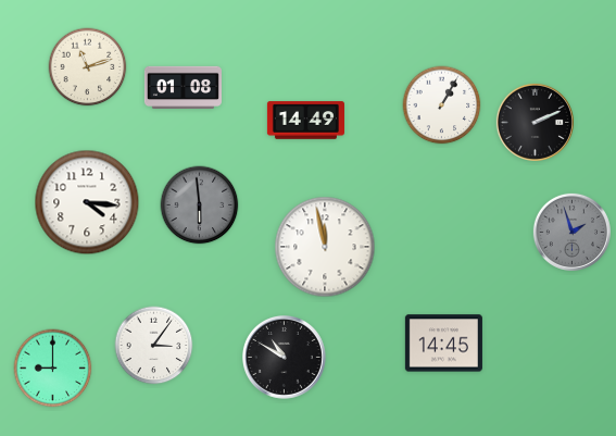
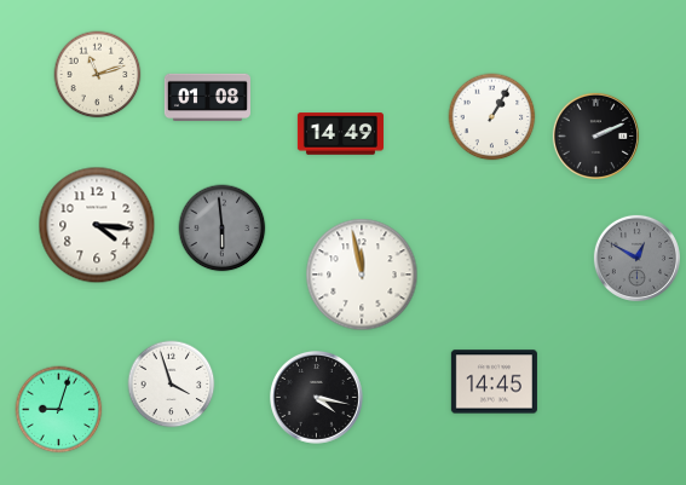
clock at (183, 87) position: (183, 87) -> (207, 97)
clock at (571, 232): 1:57 -> 12:50
clock at (154, 346): 3:06 -> 3:57
clock at (285, 358): 10:50 -> 4:17
clock at (53, 369): 9:00 -> 9:03
